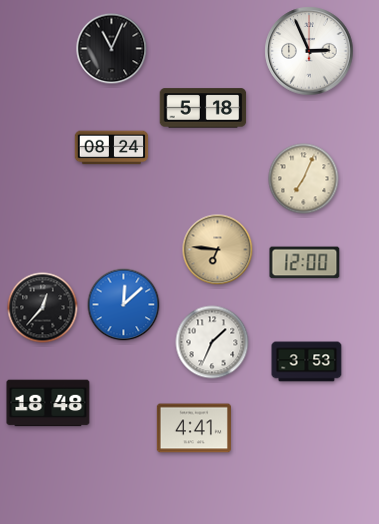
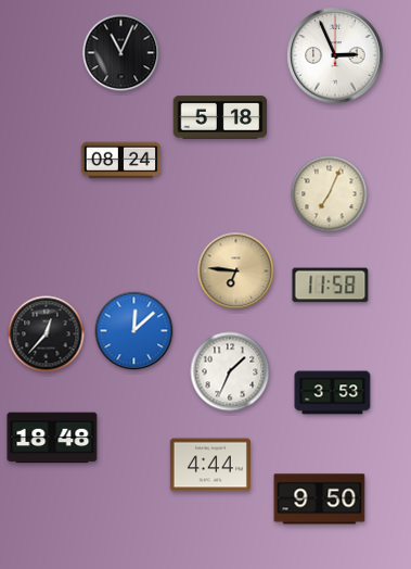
clock at (305, 263): 12:00 -> 11:58
clock at (193, 428): 4:41 -> 4:44
clock at (320, 500): none -> 9:50
